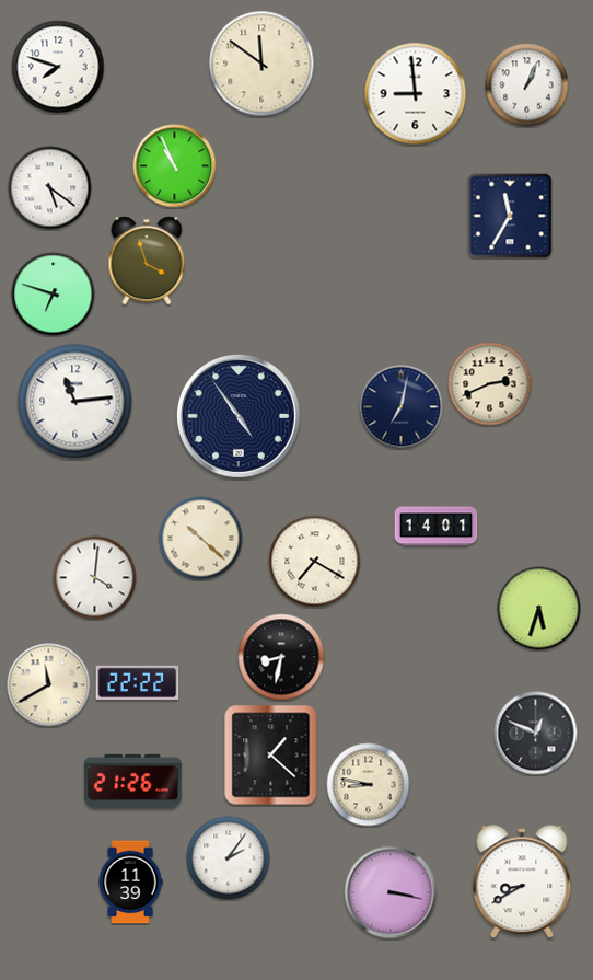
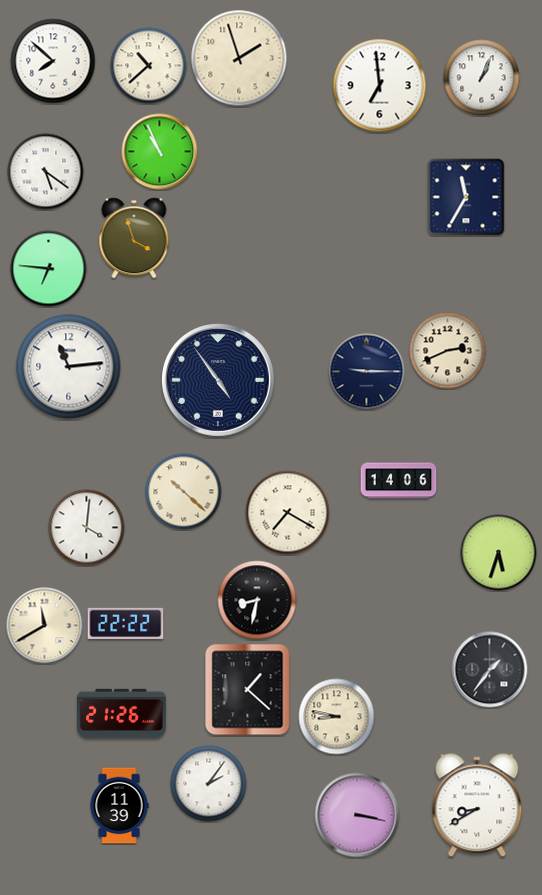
clock at (261, 64): 11:51 -> 1:57
clock at (58, 67): 7:48 -> 7:52
clock at (149, 66): none -> 10:38
clock at (416, 94): 8:59 -> 6:59
clock at (54, 295): 6:48 -> 6:46
clock at (402, 407): 7:02 -> 9:15
clock at (437, 527): 14:01 -> 14:06
clock at (539, 609) position: (539, 609) -> (499, 553)
clock at (536, 734): 12:49 -> 1:36
